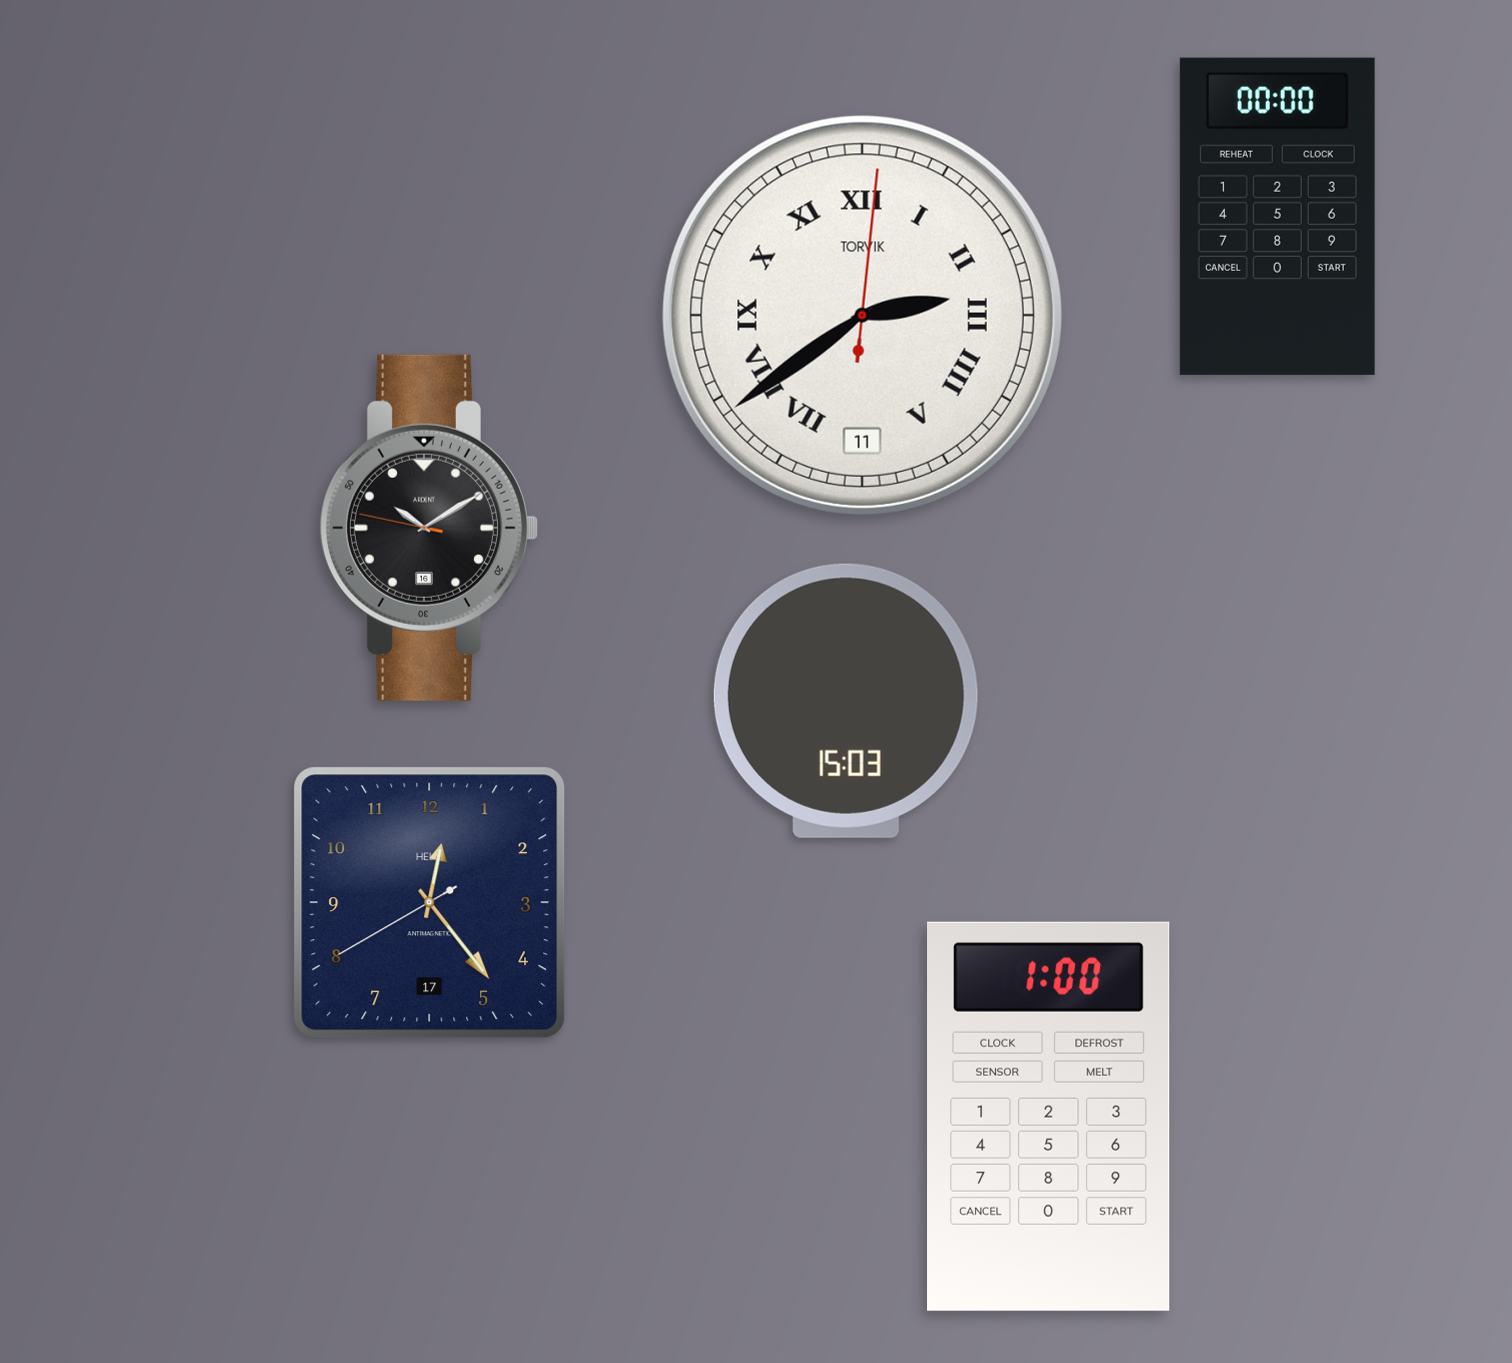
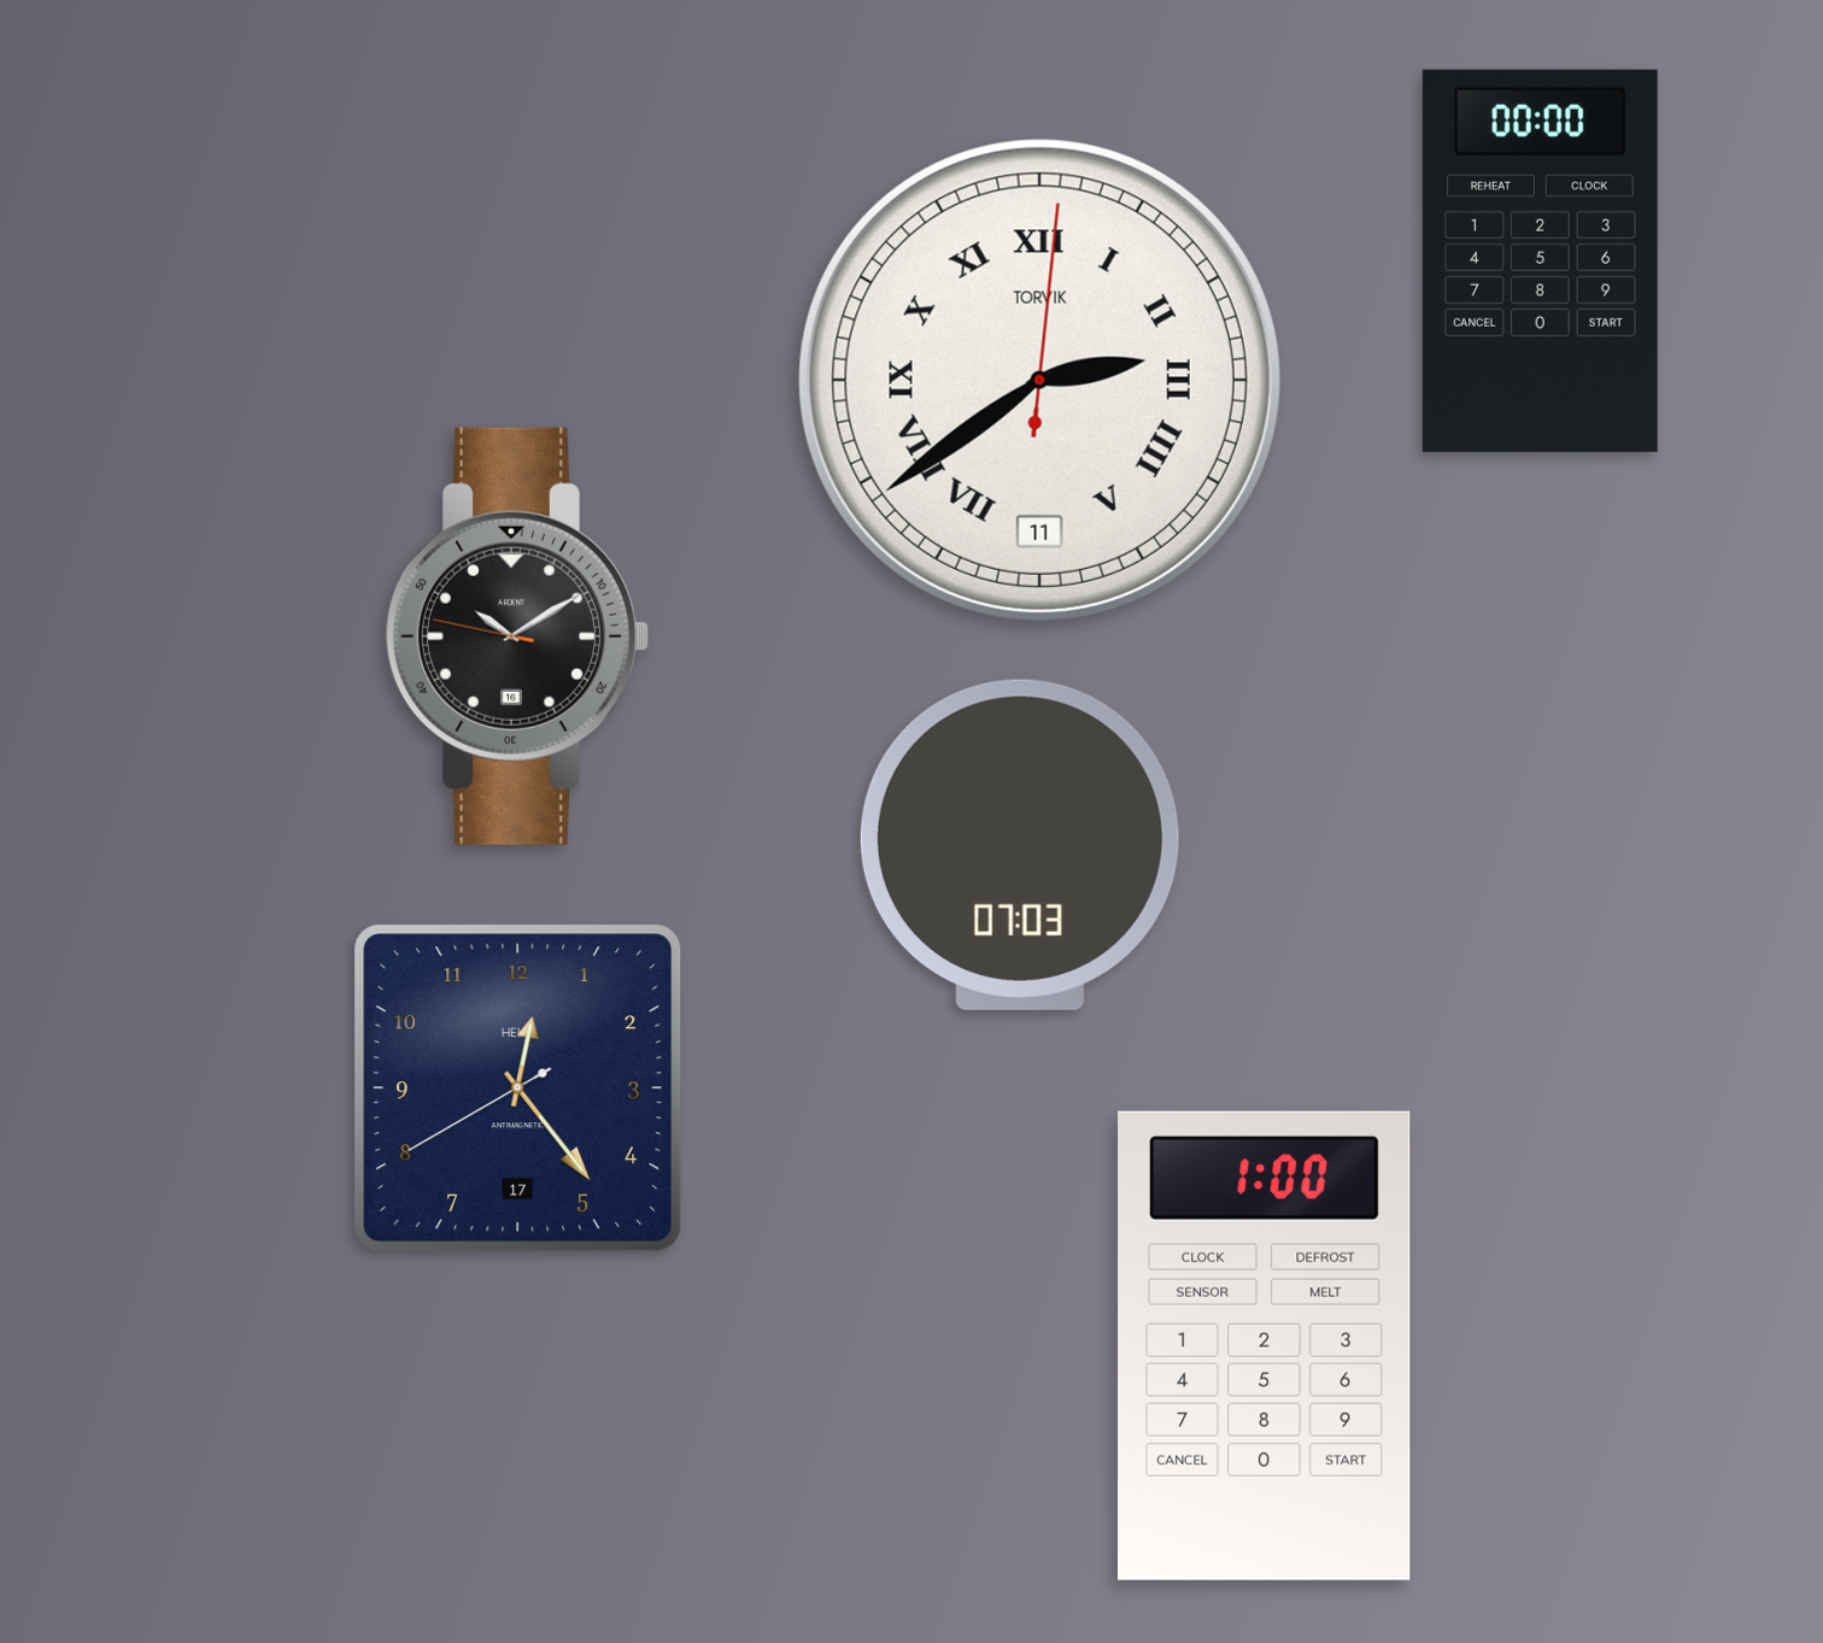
clock at (846, 701): 15:03 -> 07:03
